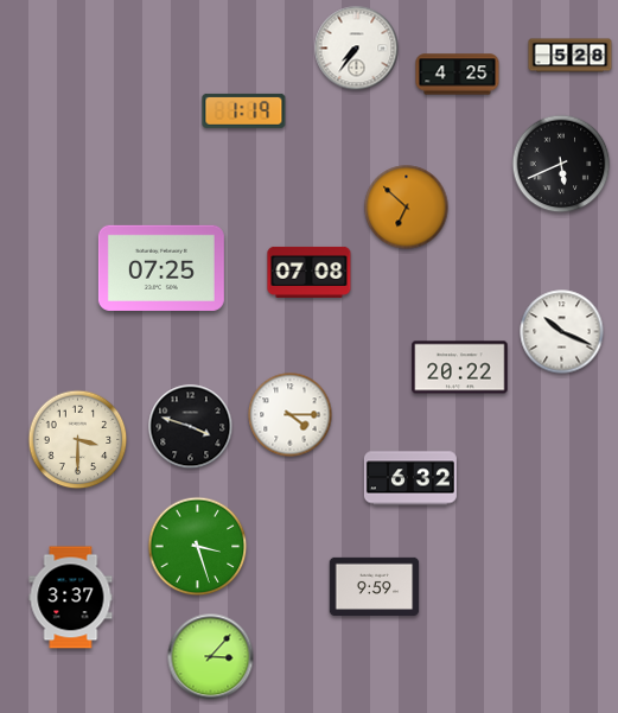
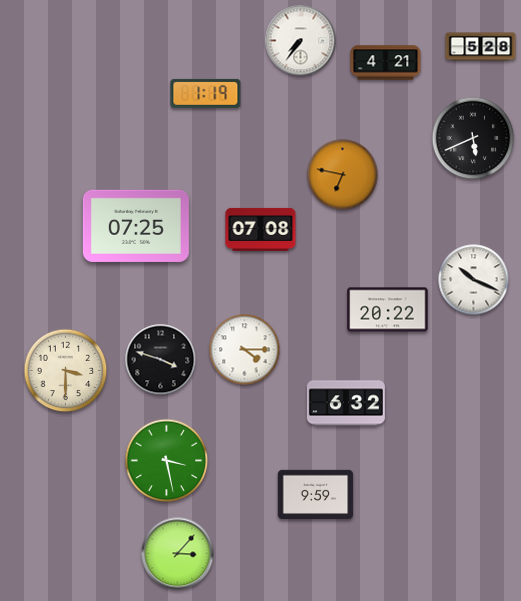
clock at (458, 75): 4:25 -> 4:21
clock at (407, 208): 6:52 -> 6:47
clock at (198, 547): 3:27 -> 3:28
clock at (71, 598): 3:37 -> none
